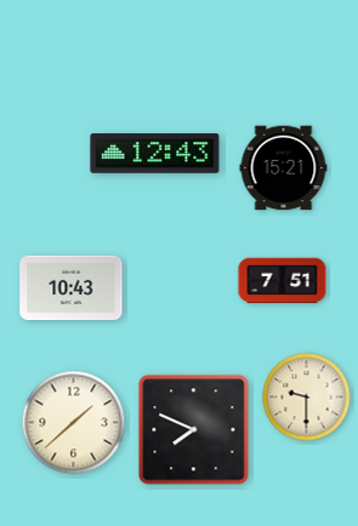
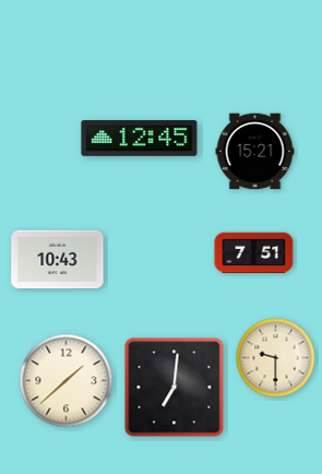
clock at (155, 154): 12:43 -> 12:45
clock at (72, 288) position: (72, 288) -> (58, 260)
clock at (194, 430): 7:49 -> 7:01
